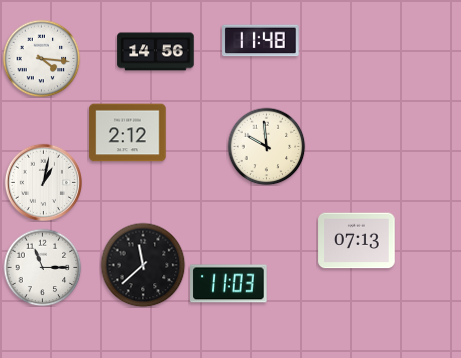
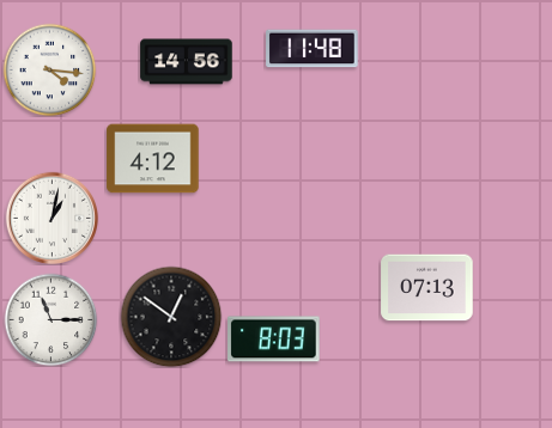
clock at (128, 133): 2:12 -> 4:12
clock at (266, 146): 9:59 -> none
clock at (143, 265): 11:38 -> 12:51
clock at (229, 284): 11:03 -> 8:03
